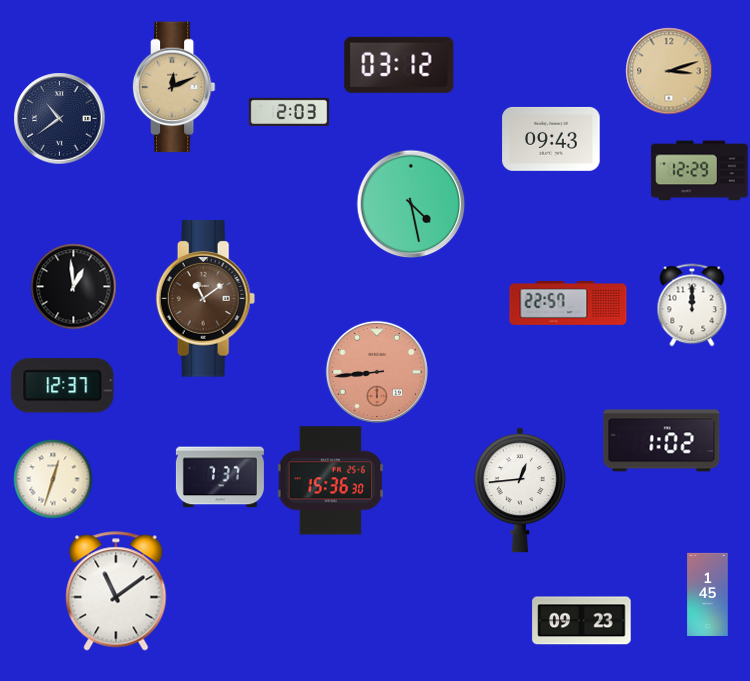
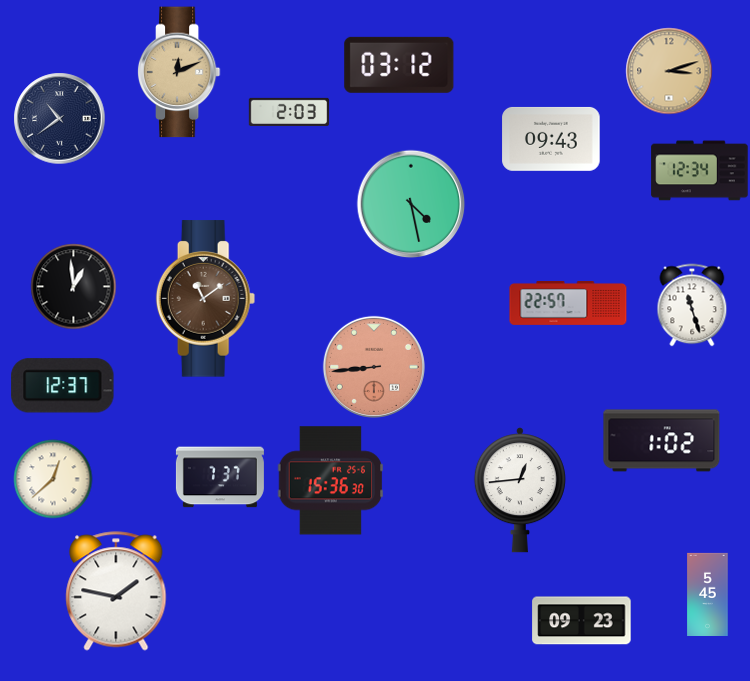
clock at (174, 87) position: (174, 87) -> (179, 72)
clock at (700, 171): 12:29 -> 12:34
clock at (692, 305): 12:00 -> 11:27
clock at (377, 372) position: (377, 372) -> (374, 367)
clock at (53, 479): 12:33 -> 12:38
clock at (116, 591): 11:09 -> 1:47
clock at (708, 594): 1:45 -> 5:45
